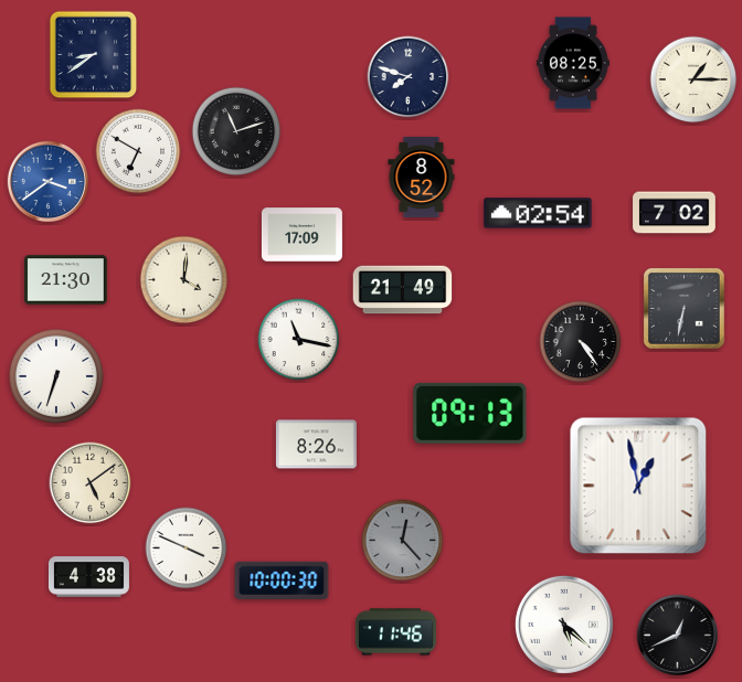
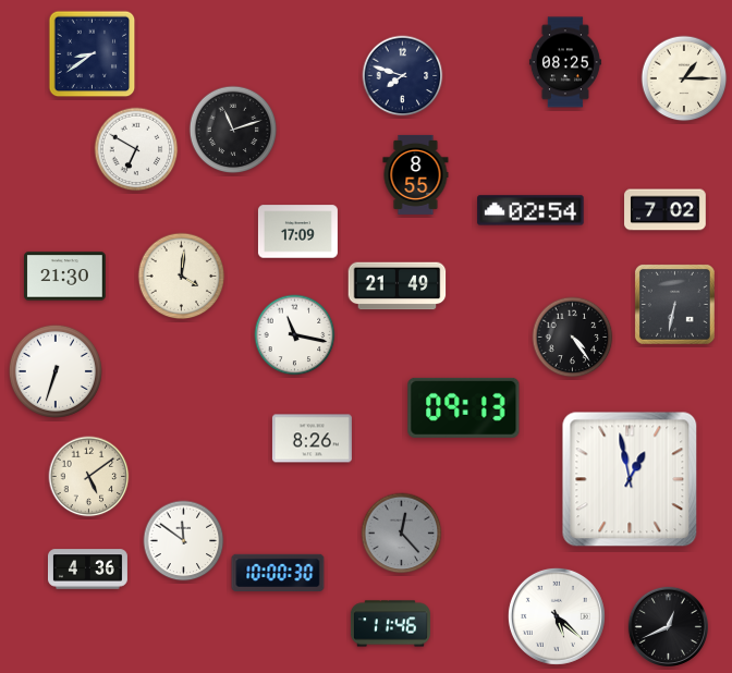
clock at (422, 177): 8:52 -> 8:55
clock at (47, 181): 3:39 -> none
clock at (403, 541) position: (403, 541) -> (402, 534)
clock at (187, 548): 3:49 -> 11:51
clock at (88, 577): 4:38 -> 4:36
